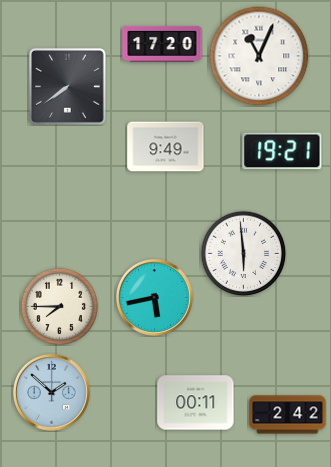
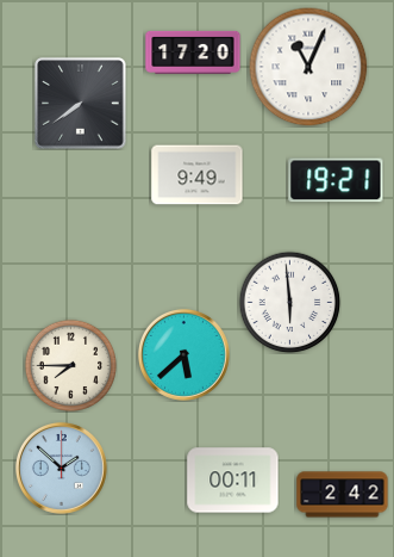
clock at (154, 297): 5:43 -> 5:38
